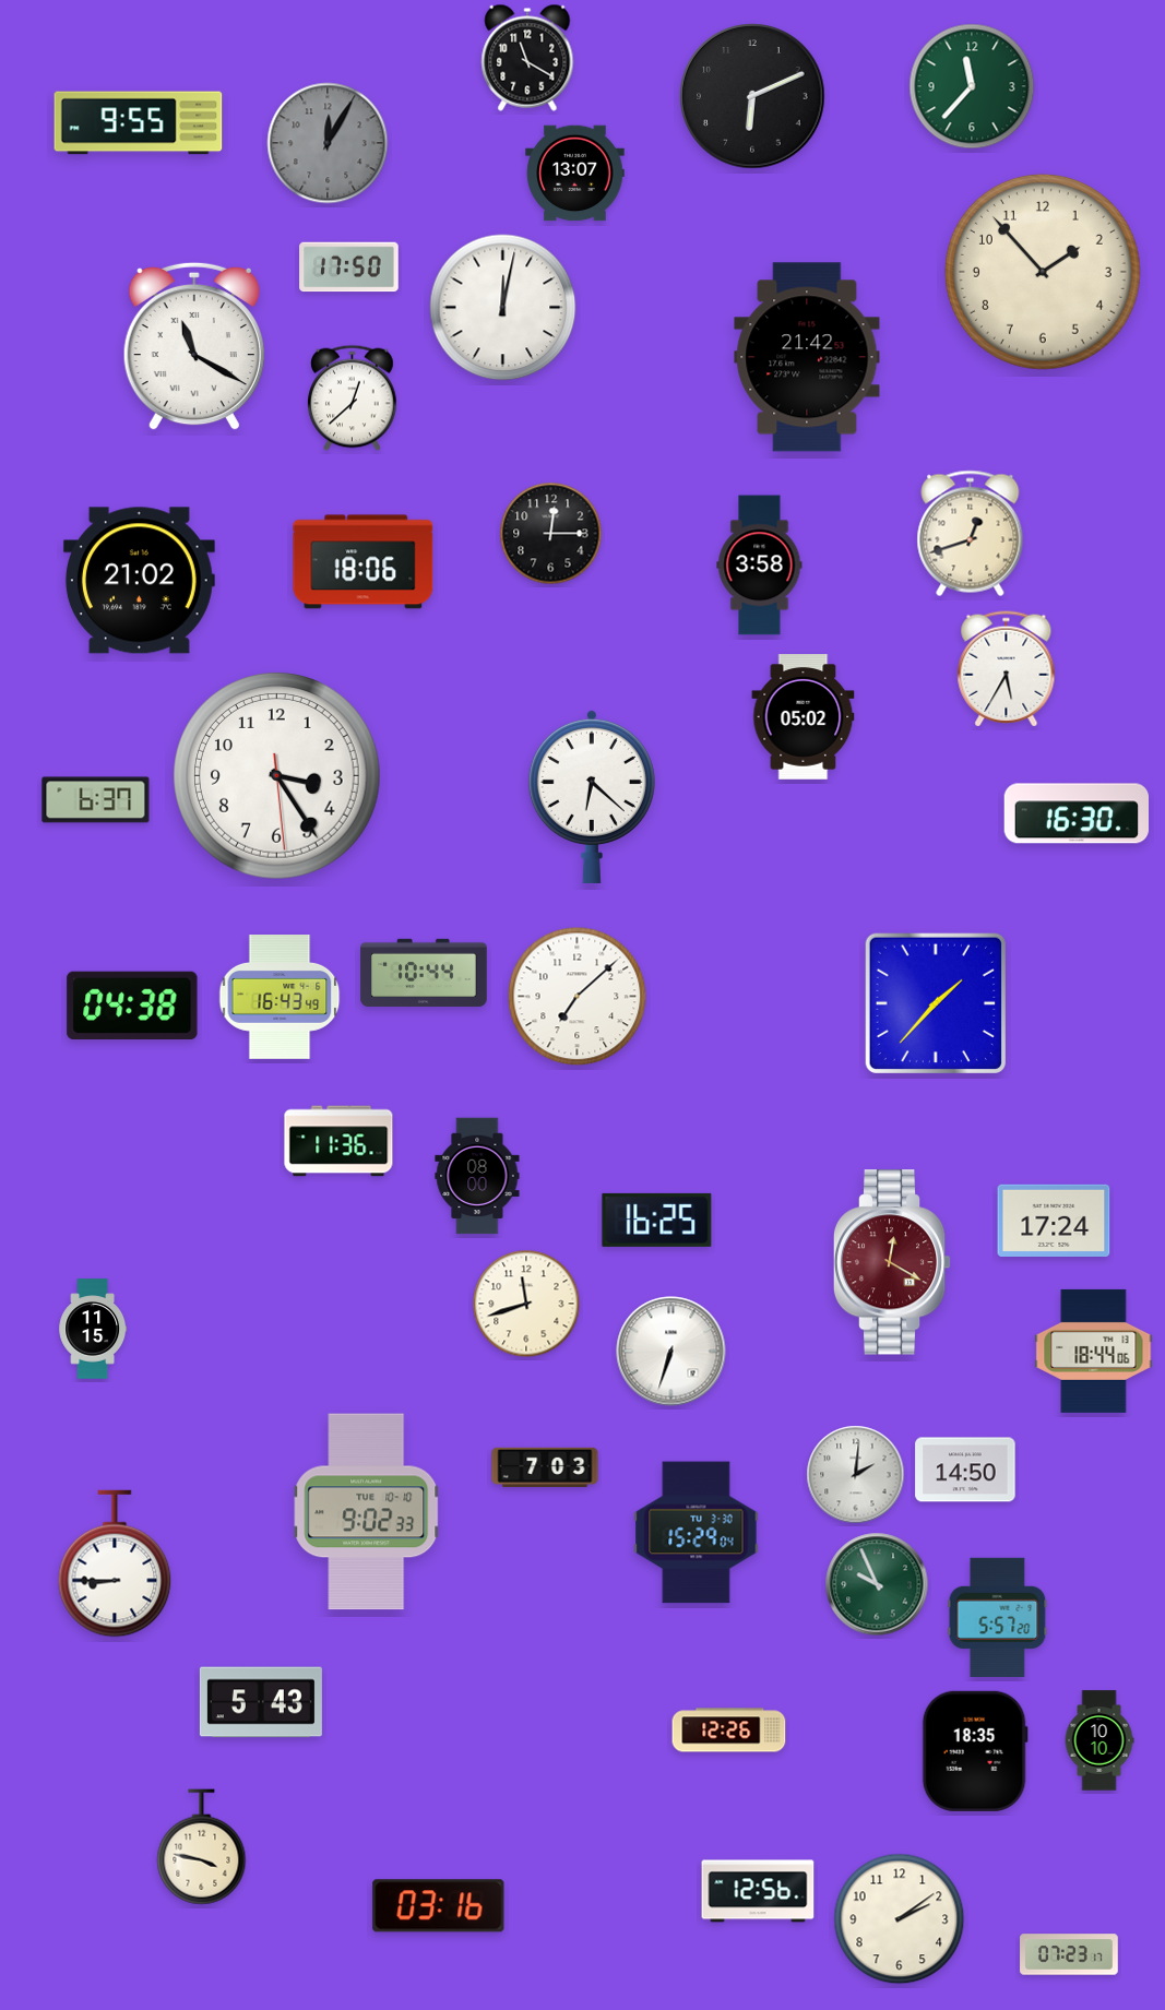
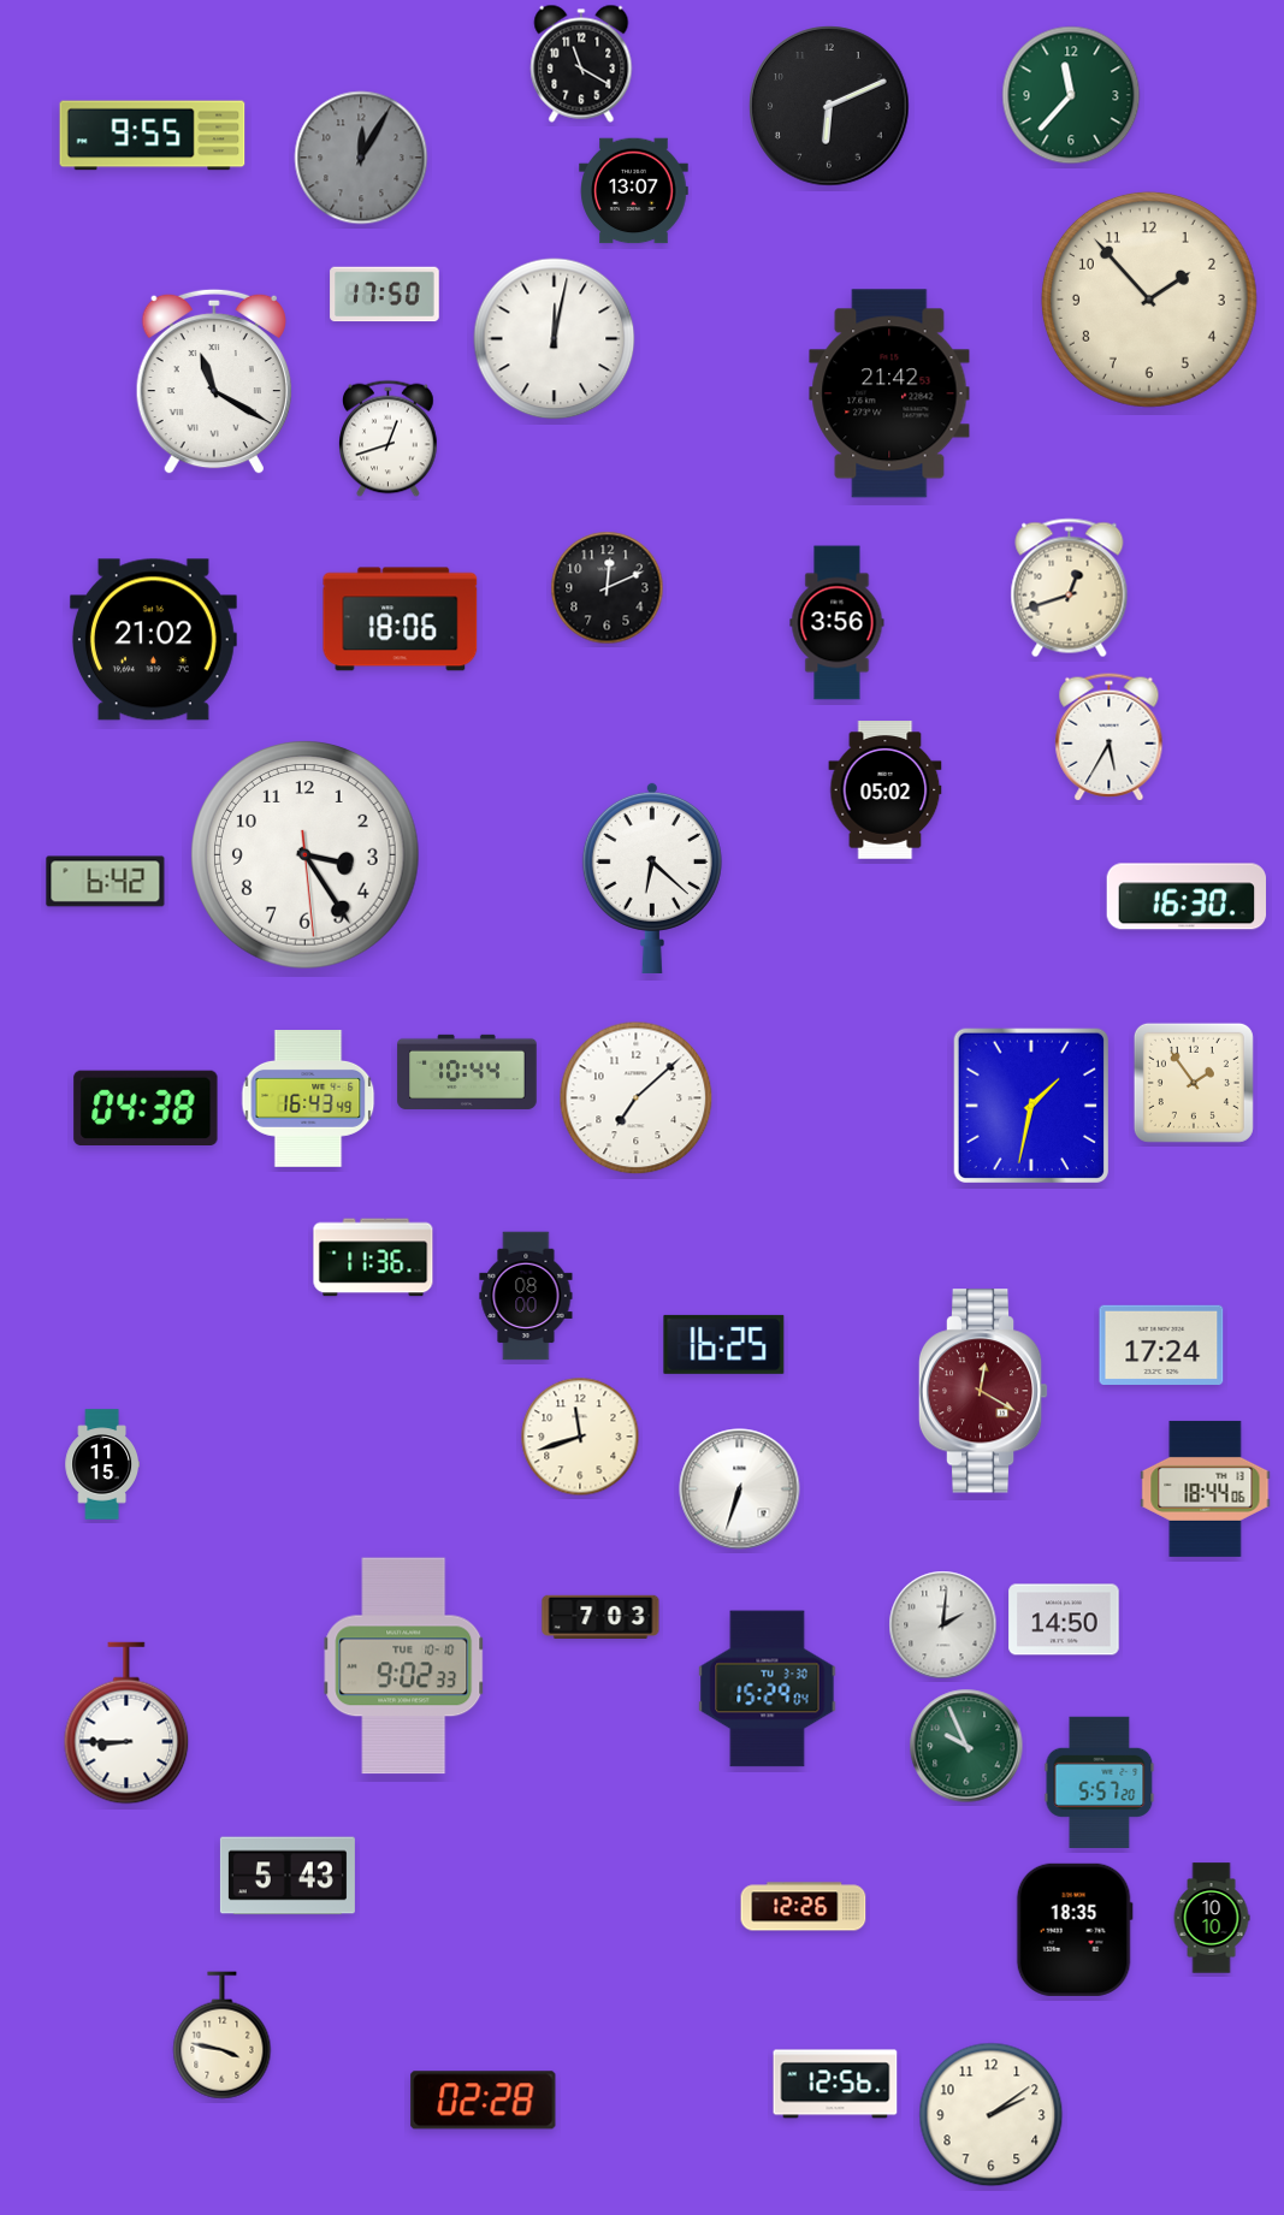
clock at (353, 399): 12:38 -> 12:42
clock at (551, 534): 12:15 -> 12:11
clock at (760, 566): 3:58 -> 3:56
clock at (96, 800): 6:37 -> 6:42
clock at (1194, 1083): none -> 1:54
clock at (936, 1003): 1:37 -> 1:32
clock at (439, 1906): 03:16 -> 02:28
clock at (1069, 1954): 07:23 -> none
